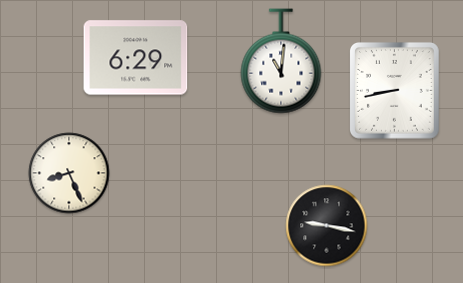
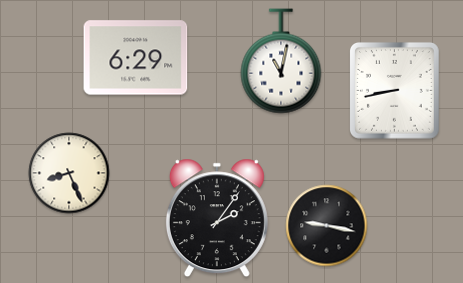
clock at (281, 61): 11:01 -> 11:02
clock at (217, 218): none -> 2:06
